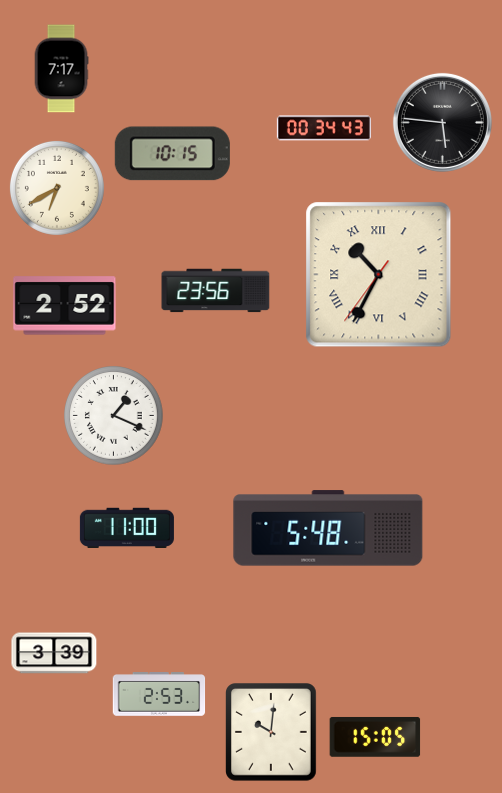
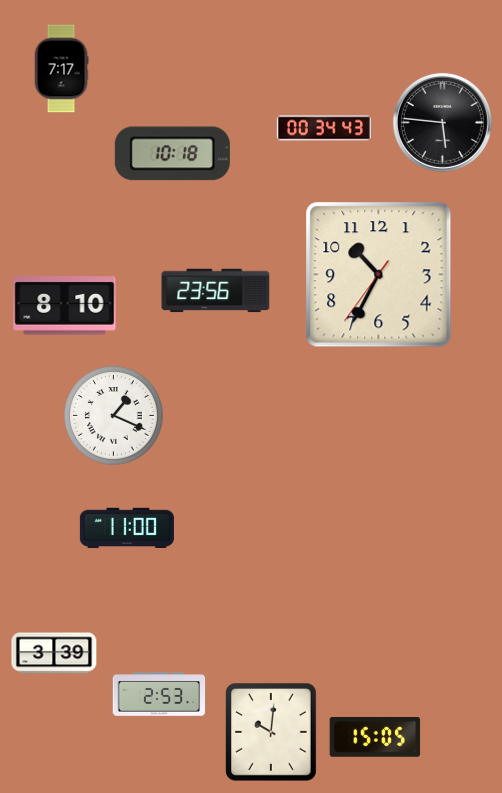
clock at (172, 154): 10:15 -> 10:18
clock at (57, 188): 6:40 -> none
clock at (379, 275) numerals: Roman -> Arabic
clock at (65, 306): 2:52 -> 8:10
clock at (328, 528): 5:48 -> none
